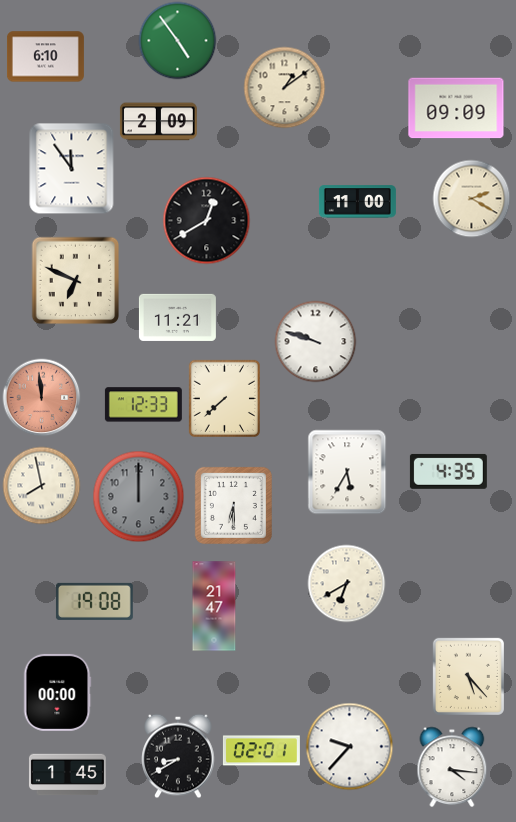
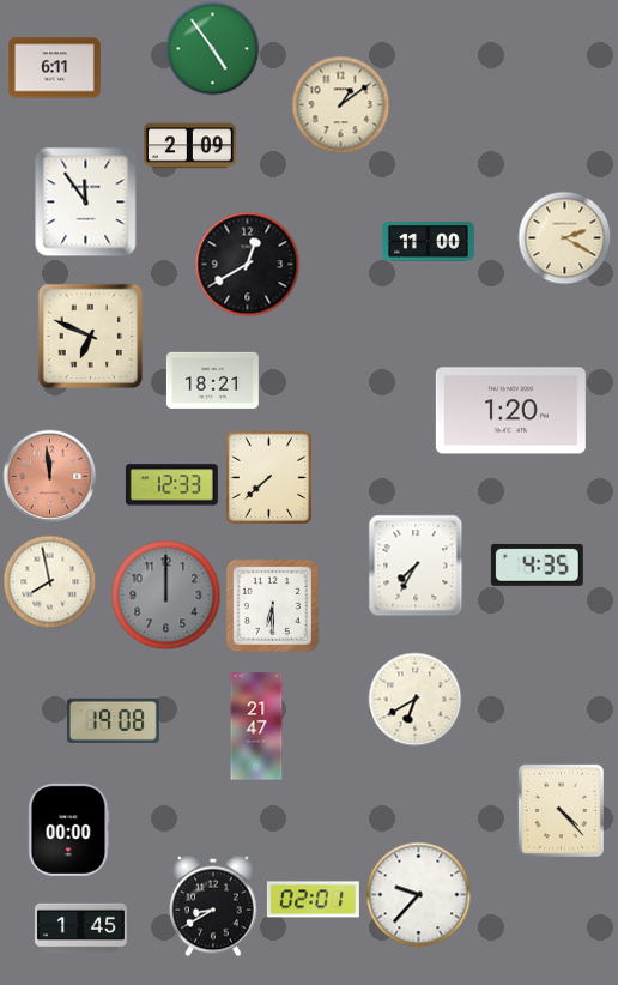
clock at (45, 57): 6:10 -> 6:11
clock at (456, 108): 09:09 -> none
clock at (177, 317): 11:21 -> 18:21
clock at (315, 341): 9:48 -> none
clock at (510, 411): none -> 1:20
clock at (347, 472): 5:35 -> 7:35
clock at (233, 505) position: (233, 505) -> (272, 605)
clock at (468, 676): 5:23 -> 4:23
clock at (452, 767): 4:16 -> none
